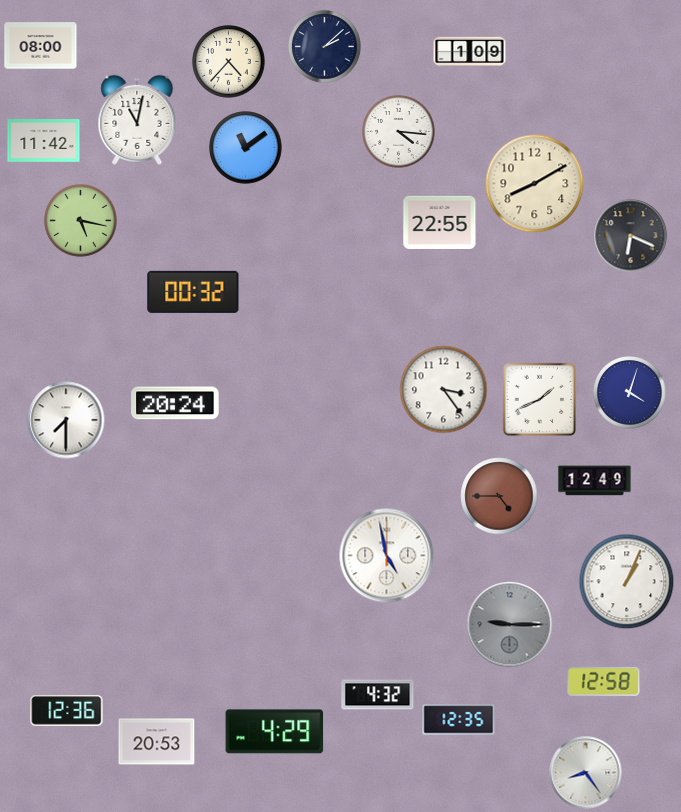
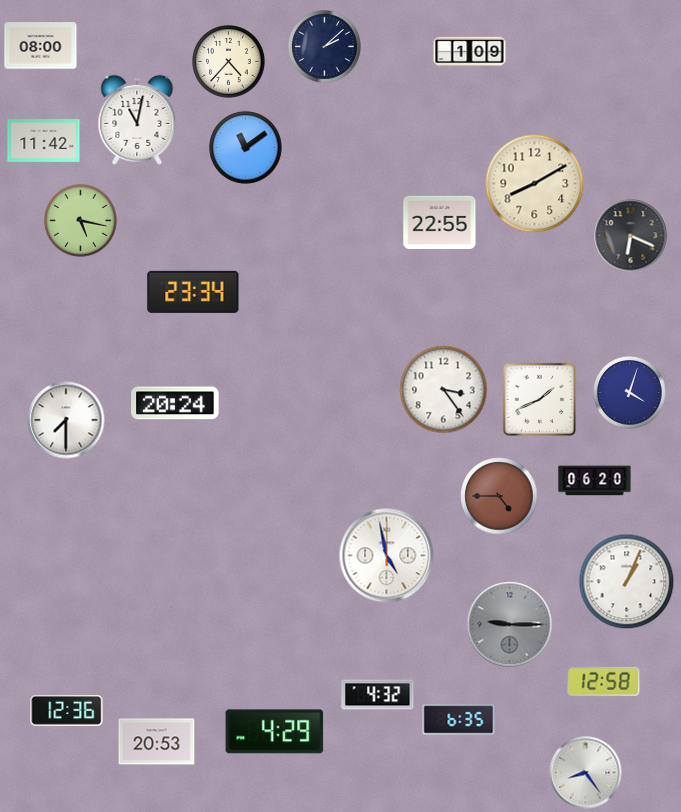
clock at (399, 132): 4:16 -> none
clock at (193, 292): 00:32 -> 23:34
clock at (595, 481): 12:49 -> 06:20
clock at (459, 720): 12:35 -> 6:35
